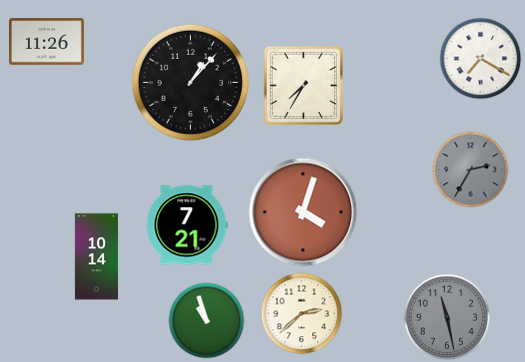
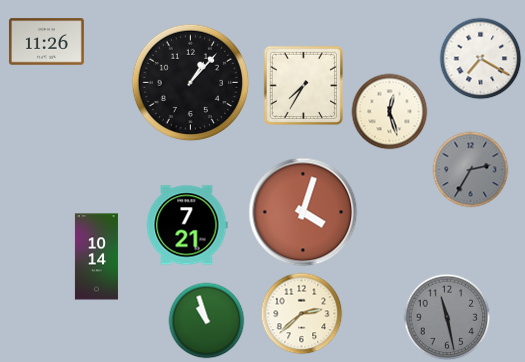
clock at (390, 112): none -> 12:27
